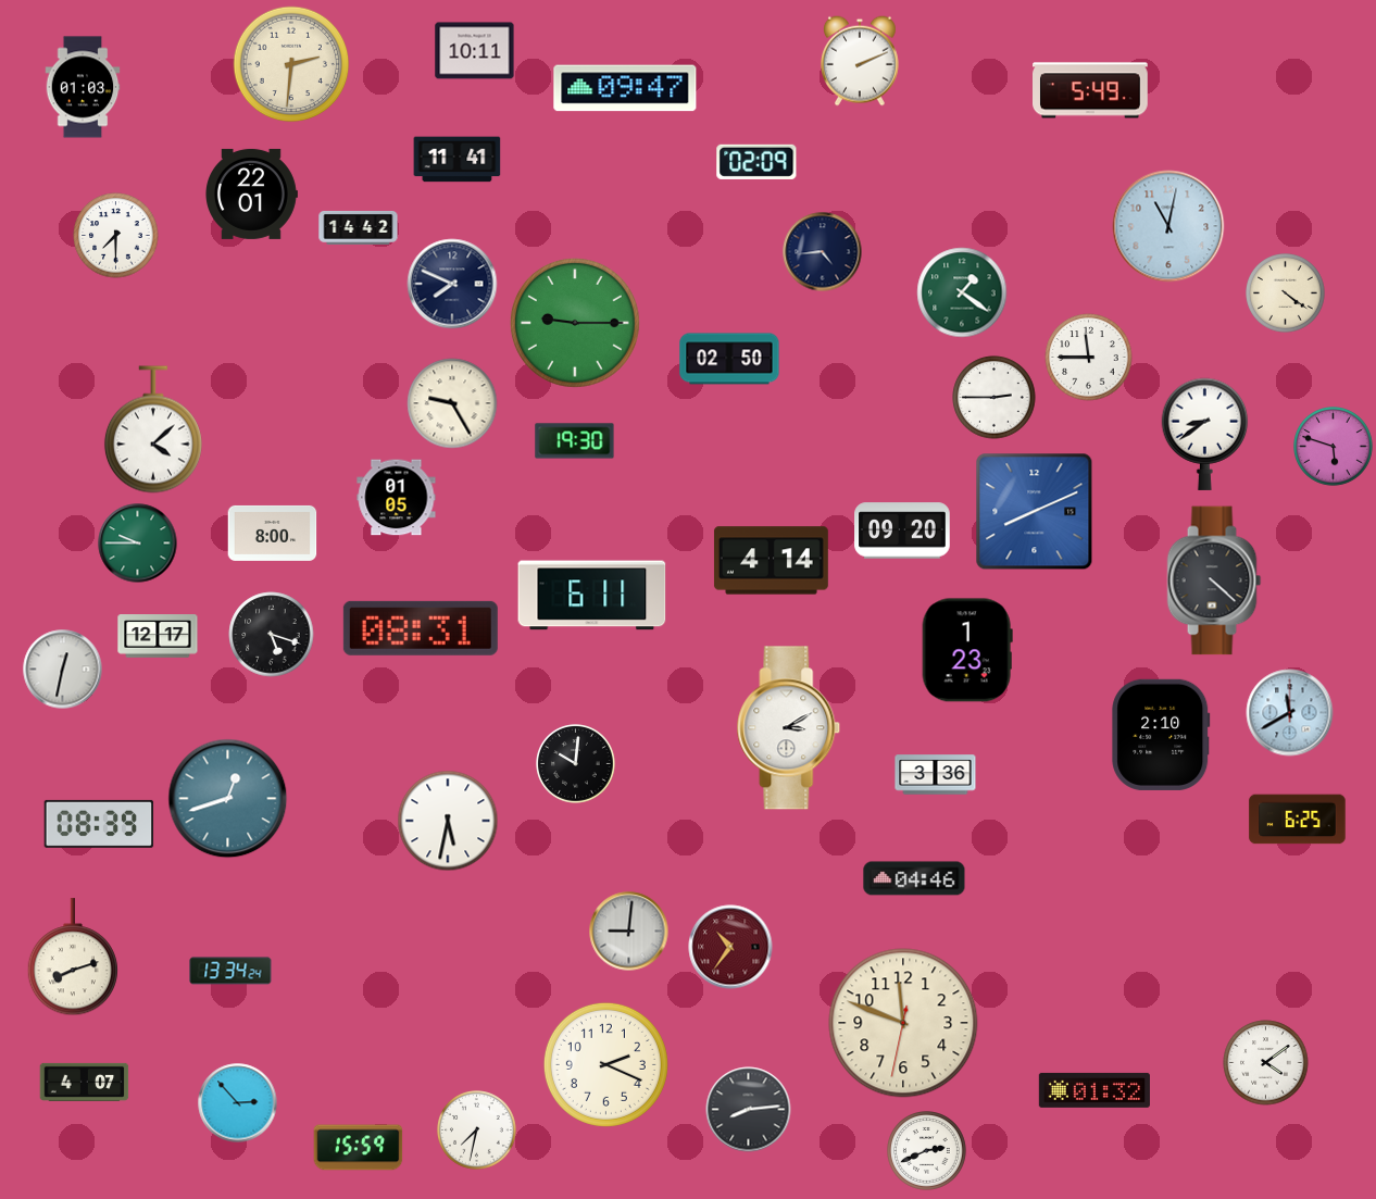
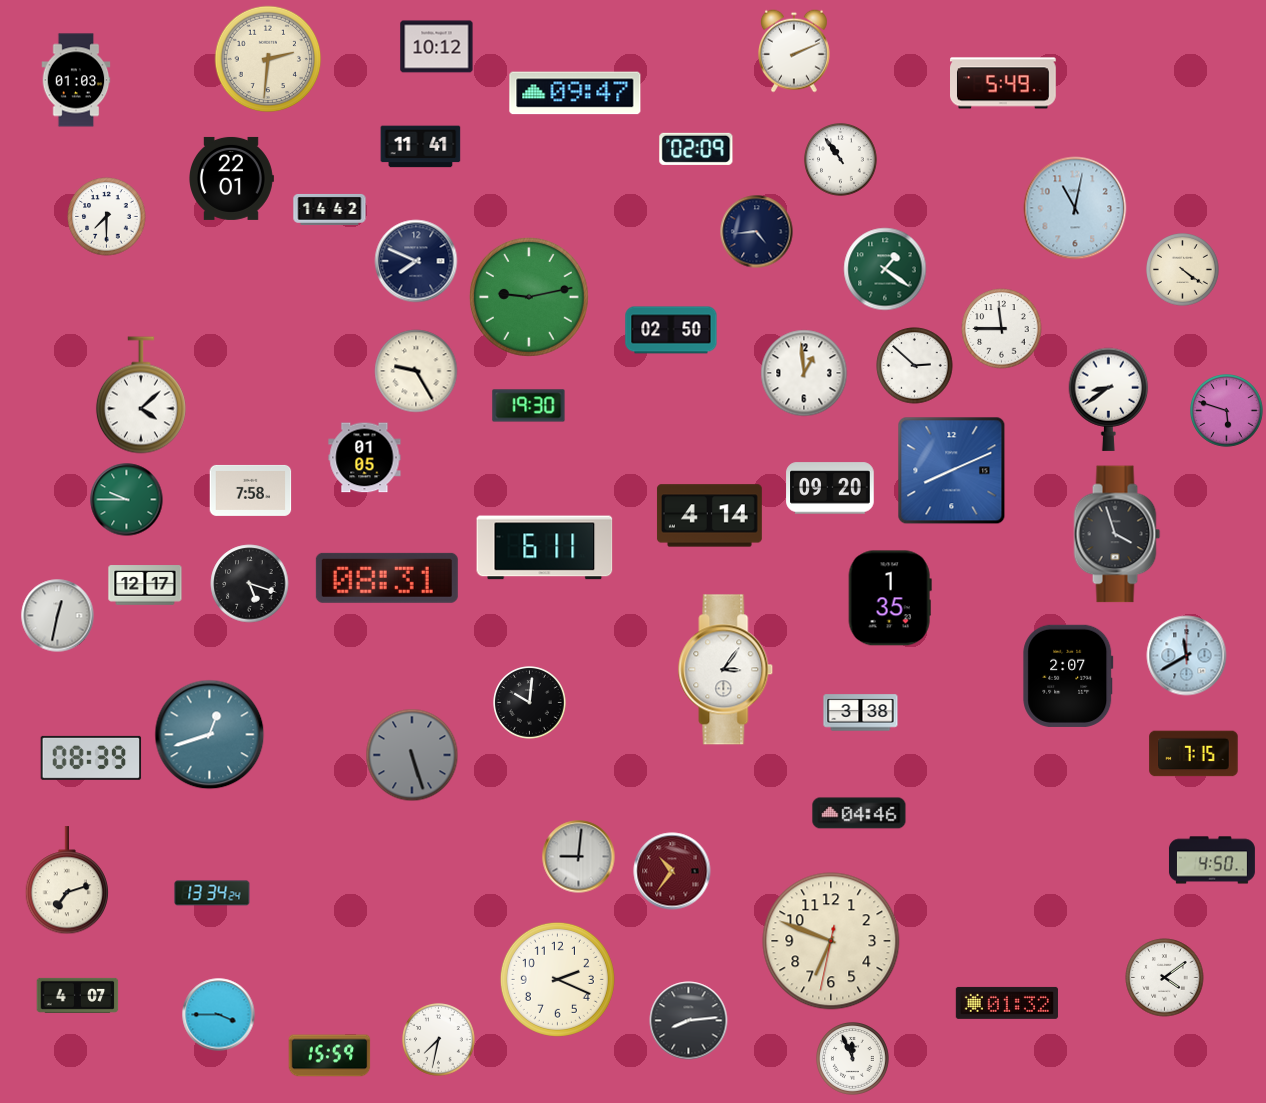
clock at (475, 51): 10:11 -> 10:12
clock at (861, 61) position: (861, 61) -> (795, 51)
clock at (625, 88) position: (625, 88) -> (575, 93)
clock at (841, 160): none -> 10:54
clock at (575, 323): 9:15 -> 9:13
clock at (995, 398): 2:45 -> 2:52
clock at (804, 373): none -> 12:59
clock at (273, 533): 8:00 -> 7:58
clock at (1214, 580): 4:22 -> 3:57
clock at (967, 650): 1:23 -> 1:35
clock at (789, 728): 3:10 -> 3:06
clock at (1161, 735): 2:10 -> 2:07
clock at (936, 775): 3:36 -> 3:38
clock at (1298, 820): 6:25 -> 7:15
clock at (448, 821): 5:32 -> 5:27
clock at (448, 821) dial: white -> grey
clock at (914, 878) position: (914, 878) -> (859, 813)
clock at (1212, 860): none -> 4:50
clock at (72, 958): 8:12 -> 7:12
clock at (903, 1023): 11:48 -> 6:48
clock at (238, 1103): 2:53 -> 3:45
clock at (927, 1151): 2:41 -> 11:56
